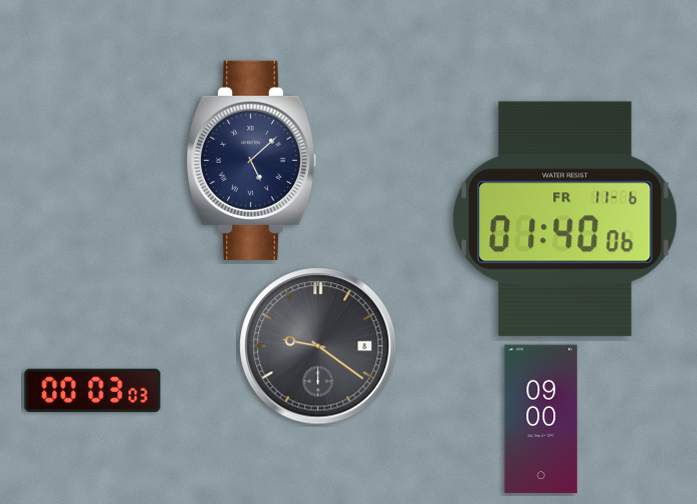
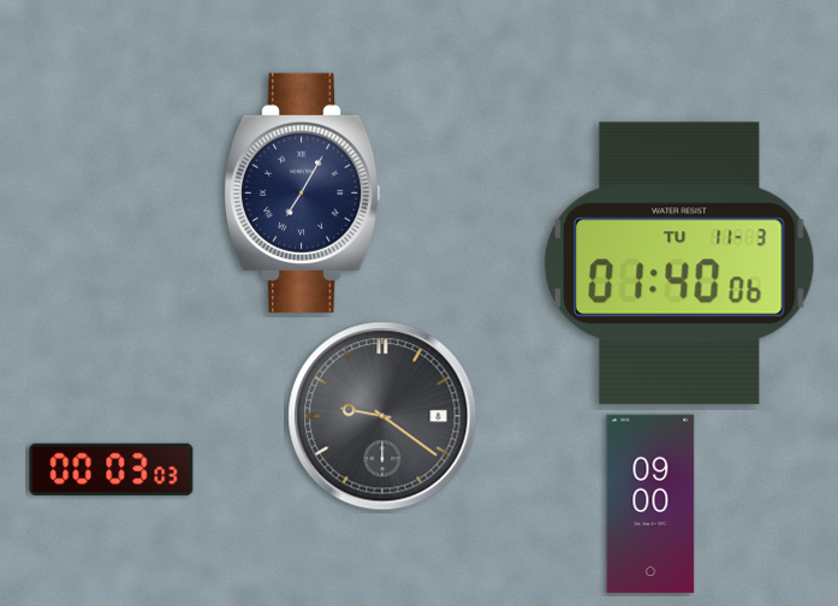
clock at (251, 160): 5:08 -> 7:05
clock at (566, 219) date: FR 11-6 -> TU 11-3
